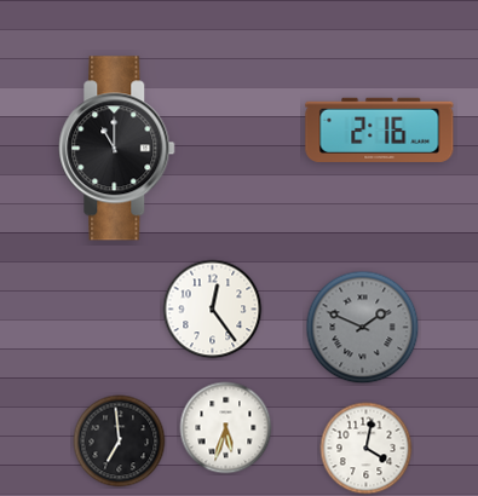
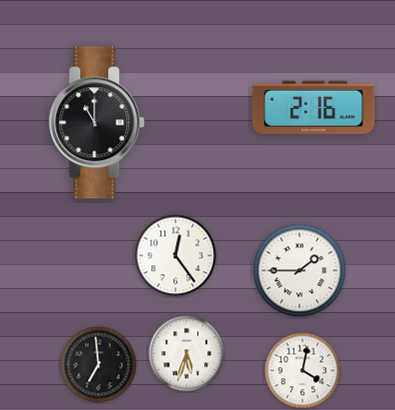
clock at (363, 328): 1:49 -> 1:45
clock at (363, 328) dial: grey -> white
